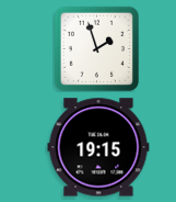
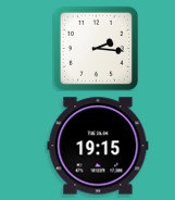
clock at (96, 48): 1:57 -> 2:16
